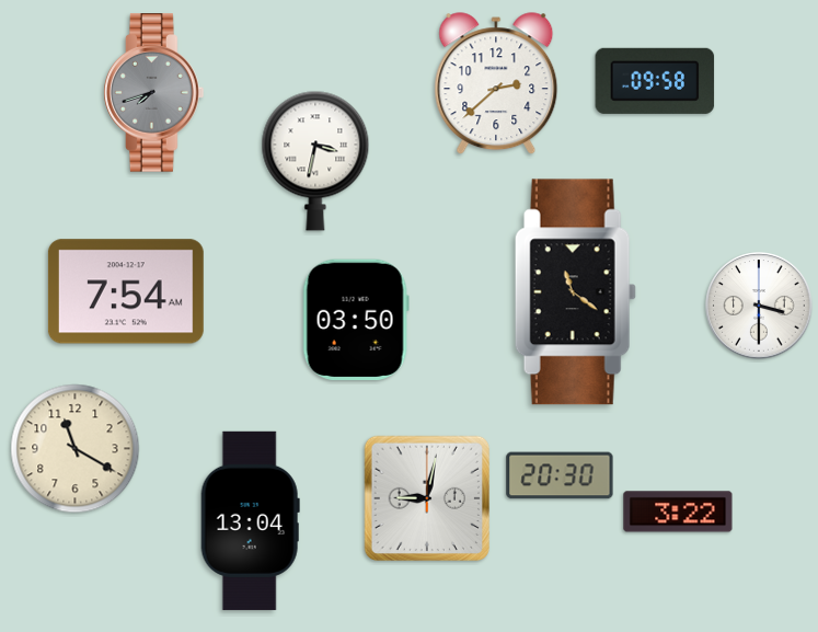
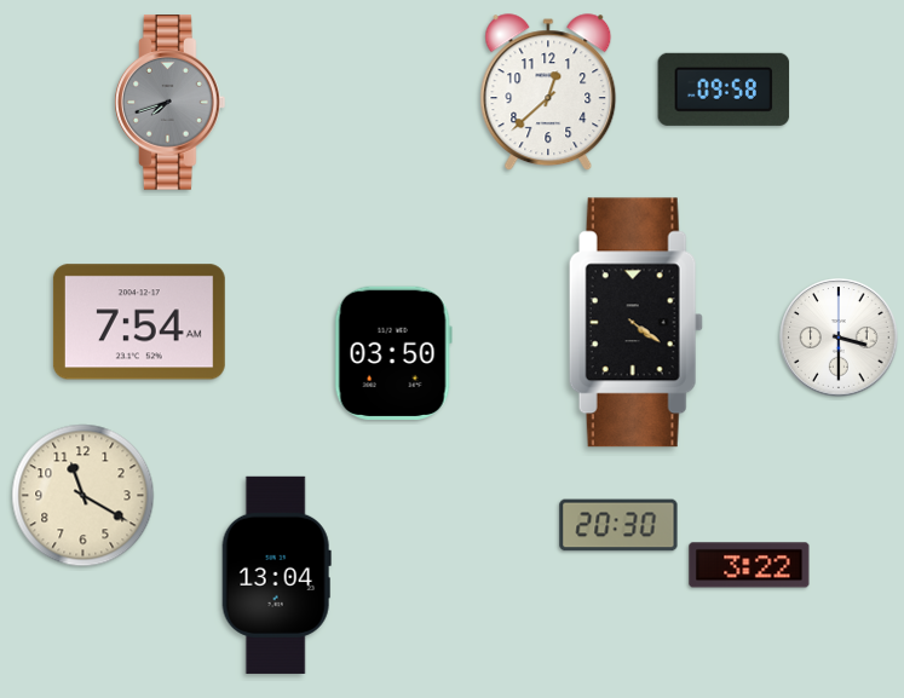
clock at (496, 84): 2:38 -> 12:38
clock at (315, 161): 3:32 -> none
clock at (575, 292): 11:21 -> 4:21
clock at (427, 498): 9:02 -> none
